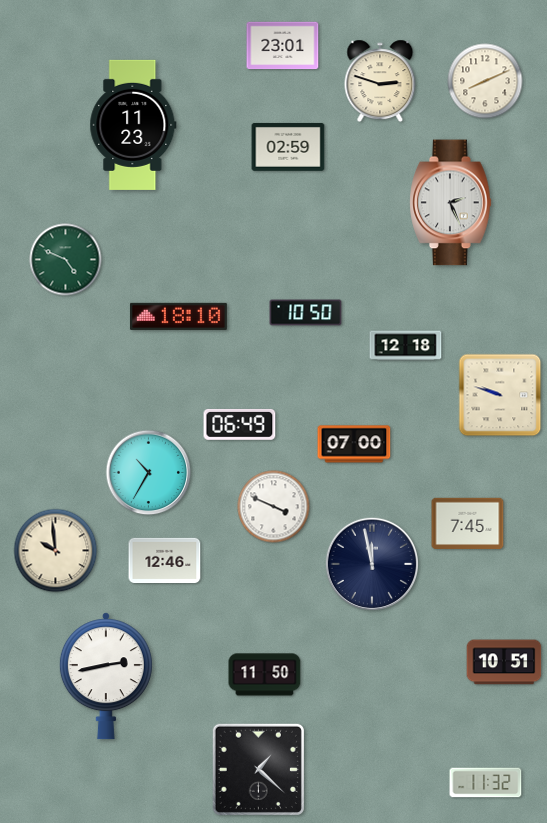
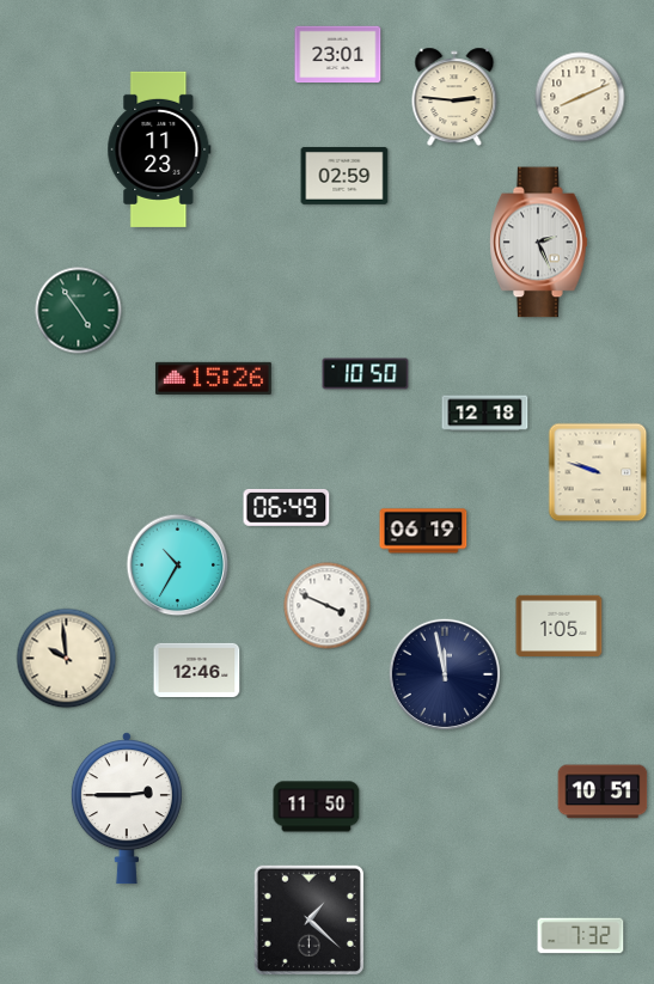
clock at (380, 81): 2:48 -> 2:46
clock at (66, 260): 4:49 -> 4:54
clock at (178, 316): 18:10 -> 15:26
clock at (354, 444): 07:00 -> 06:19
clock at (468, 523): 7:45 -> 1:05
clock at (106, 676): 2:43 -> 2:45
clock at (486, 783): 11:32 -> 7:32
